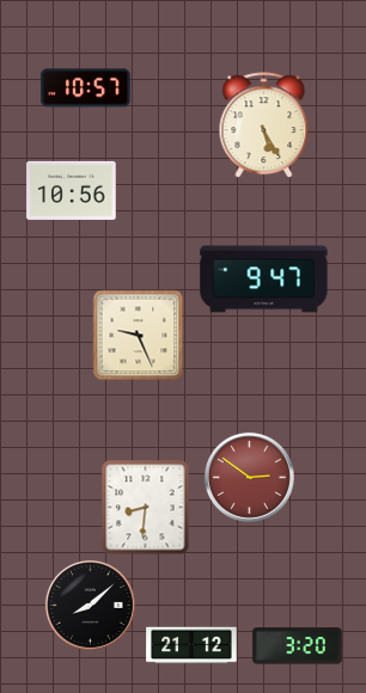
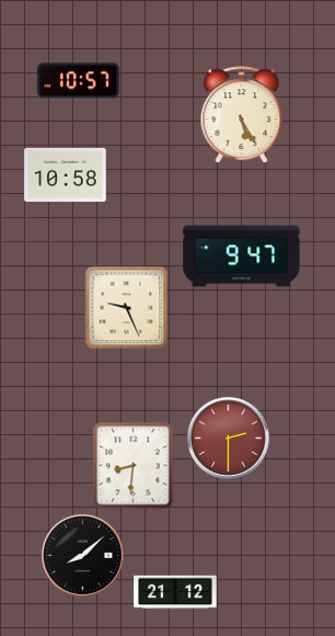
clock at (72, 190): 10:56 -> 10:58
clock at (249, 477): 2:51 -> 2:30
clock at (298, 646): 3:20 -> none
